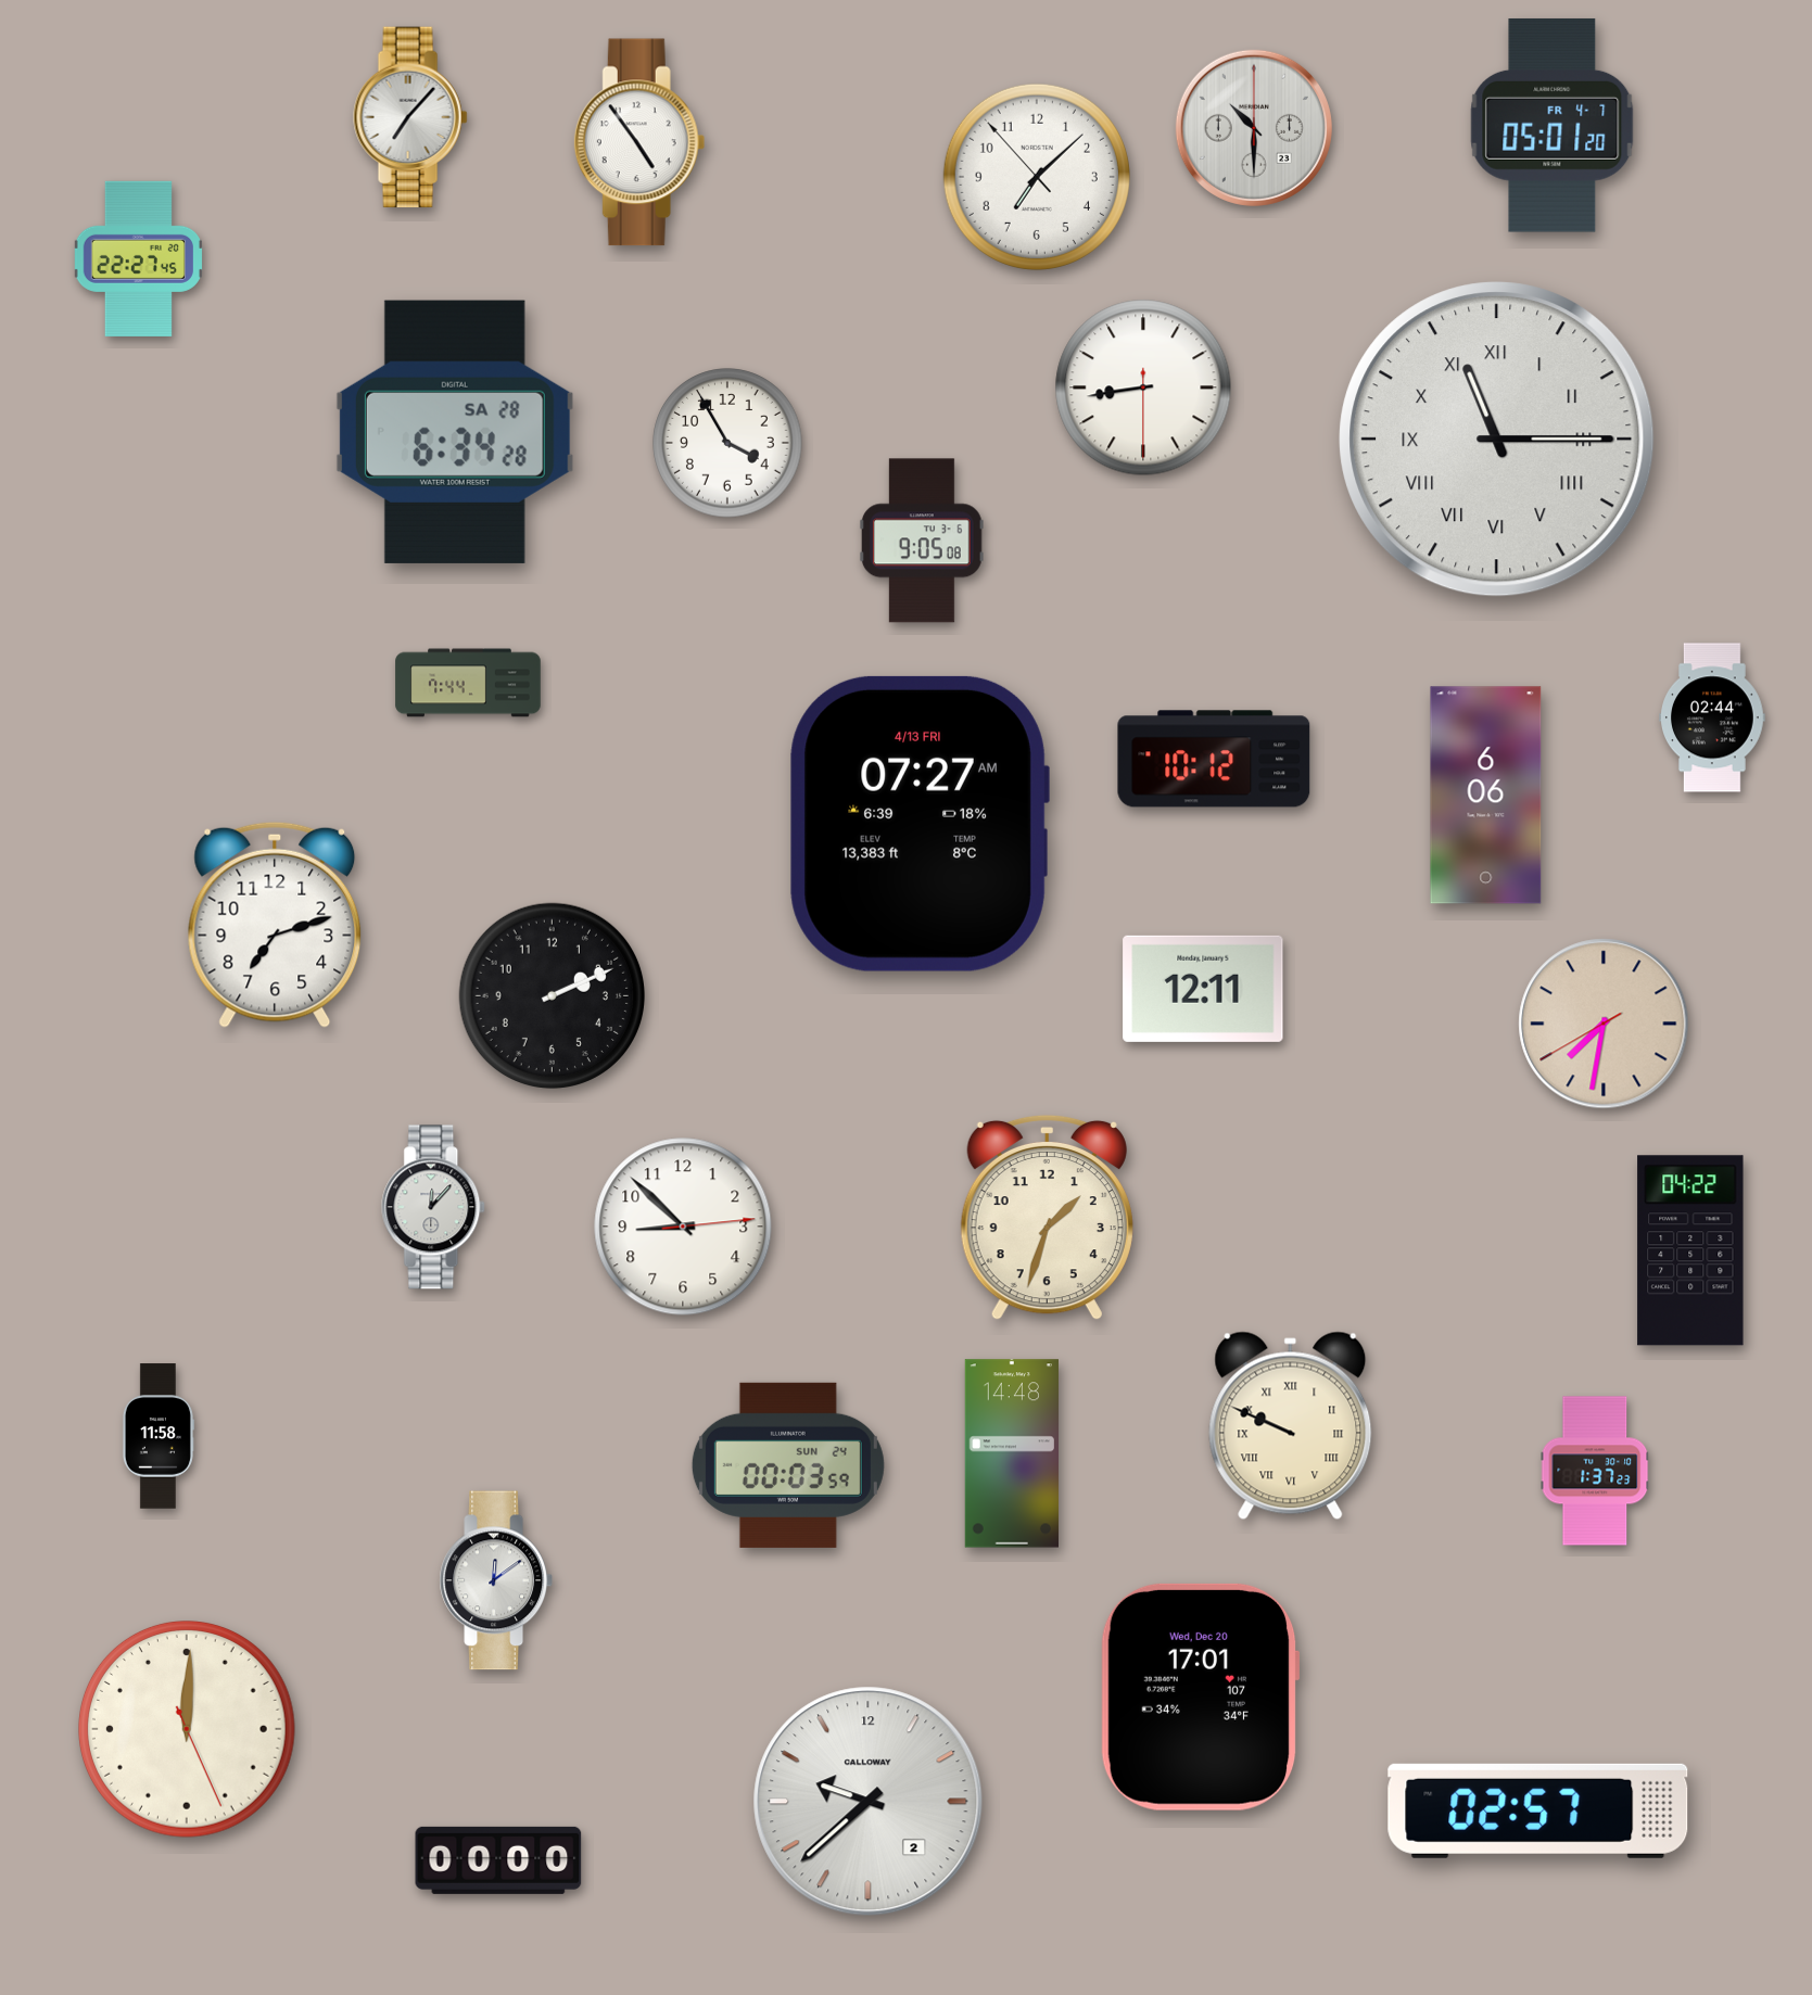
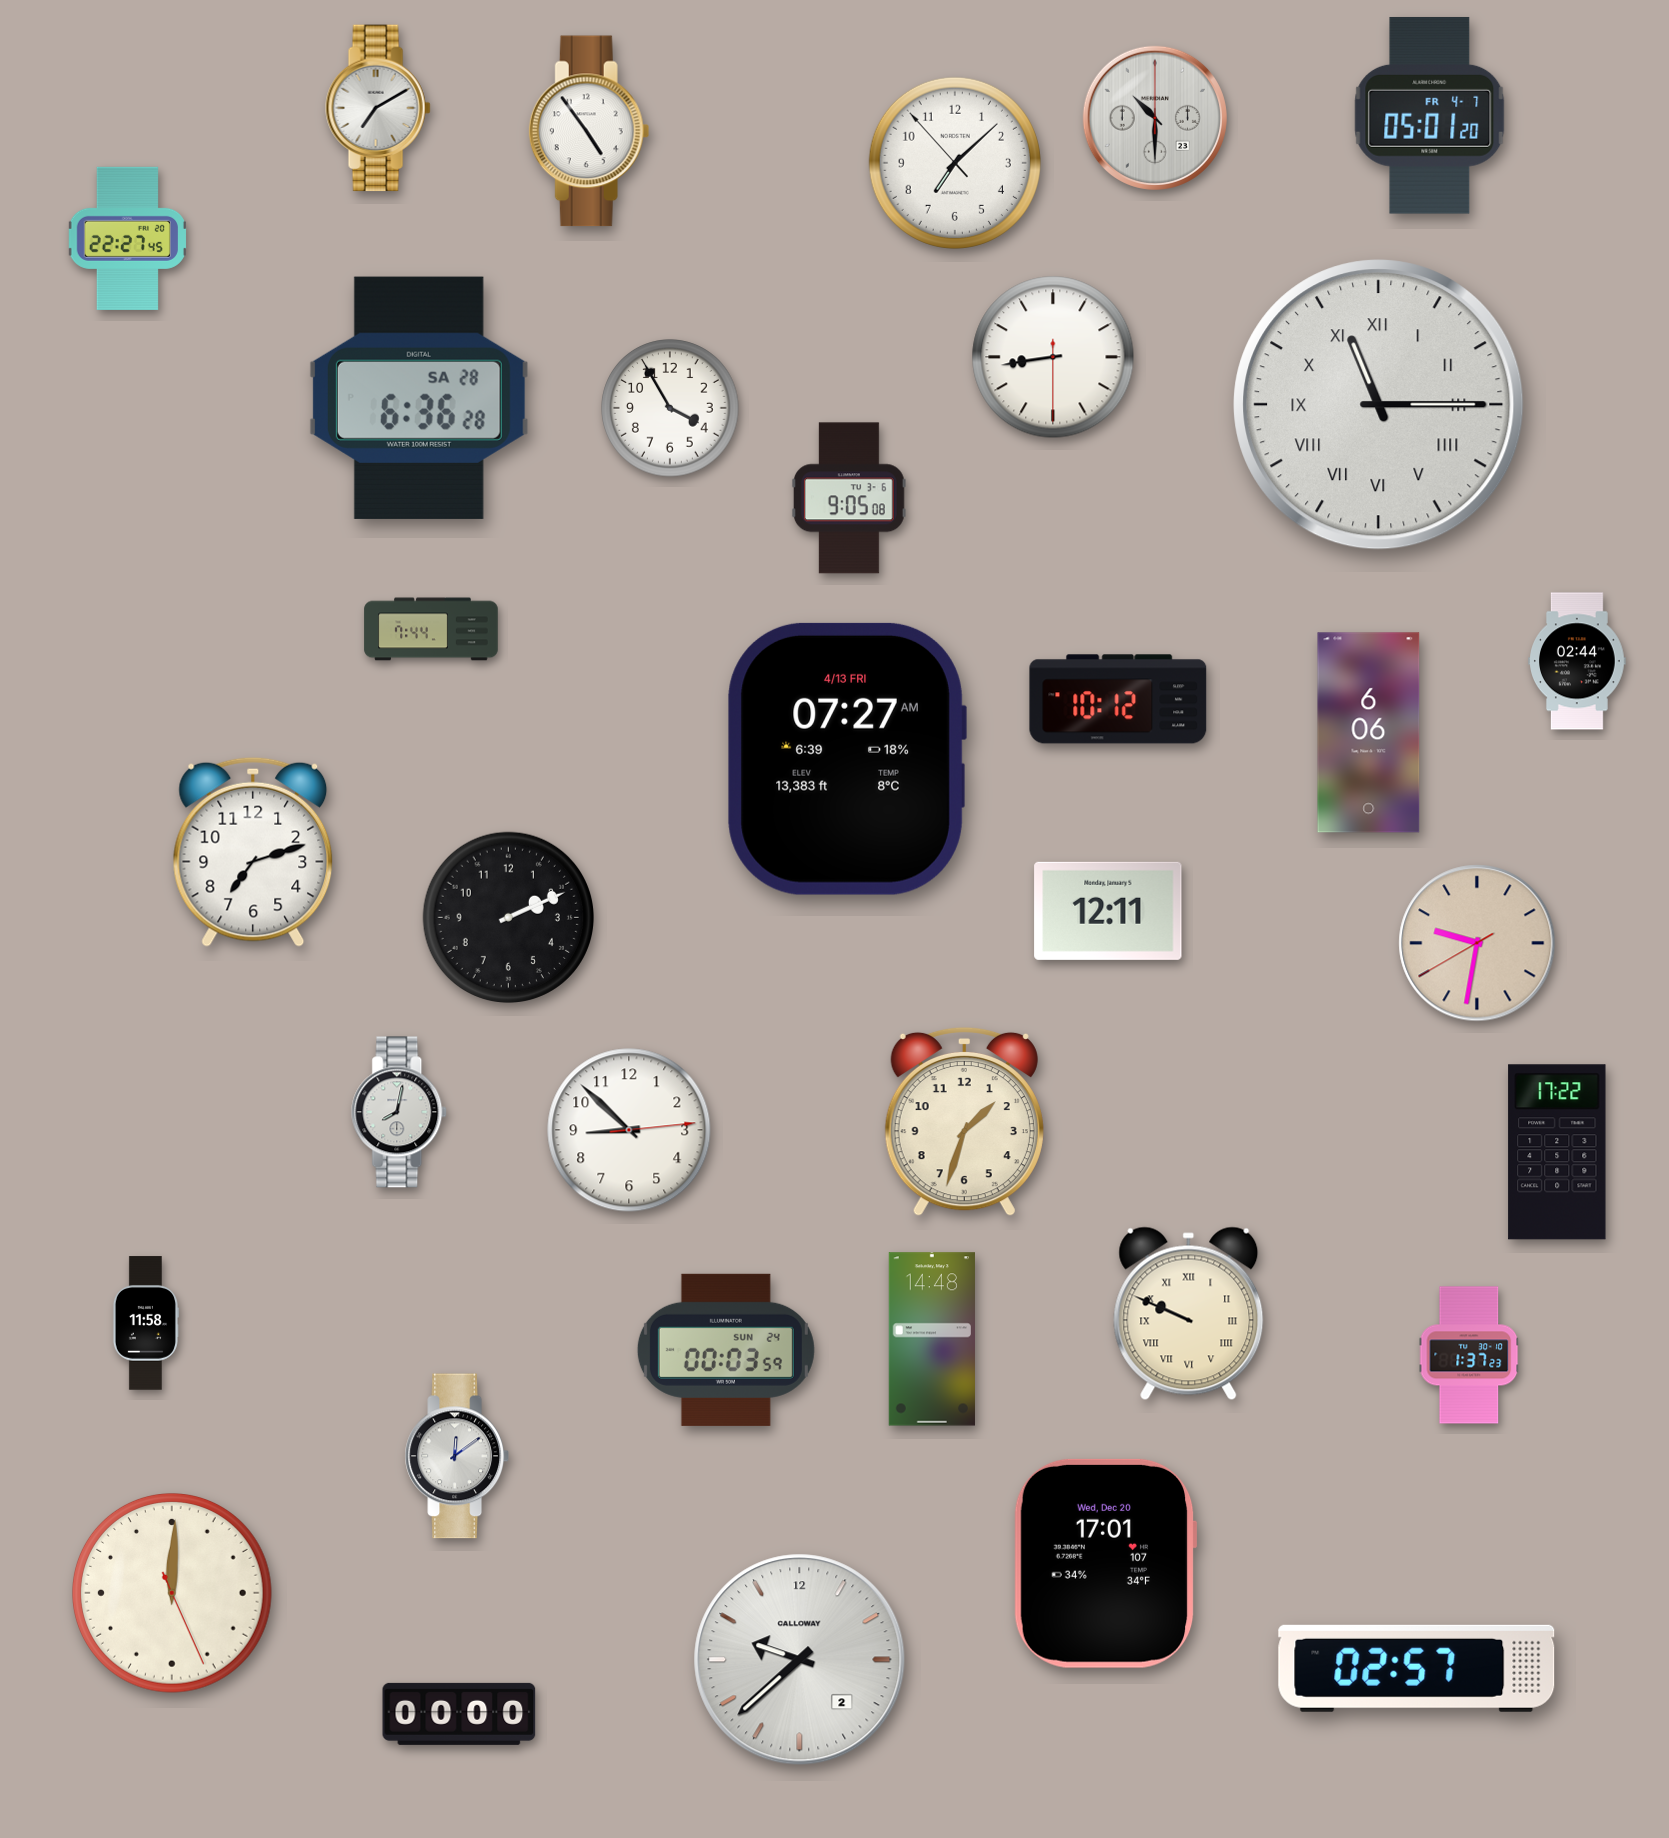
clock at (410, 117): 7:07 -> 7:10
clock at (455, 432): 6:34 -> 6:36
clock at (1604, 1024): 7:31 -> 9:31
clock at (434, 1207): 12:07 -> 8:02
clock at (1690, 1250): 04:22 -> 17:22
